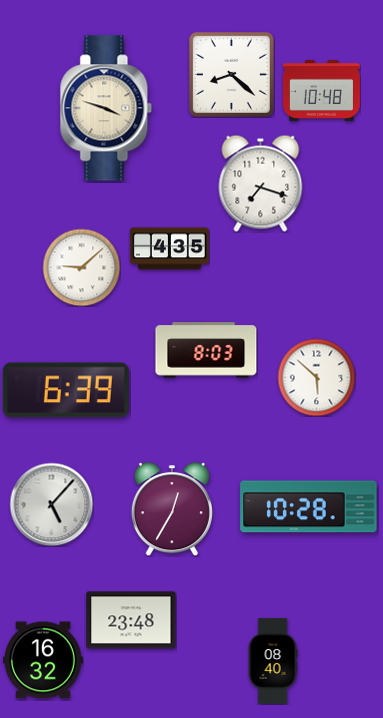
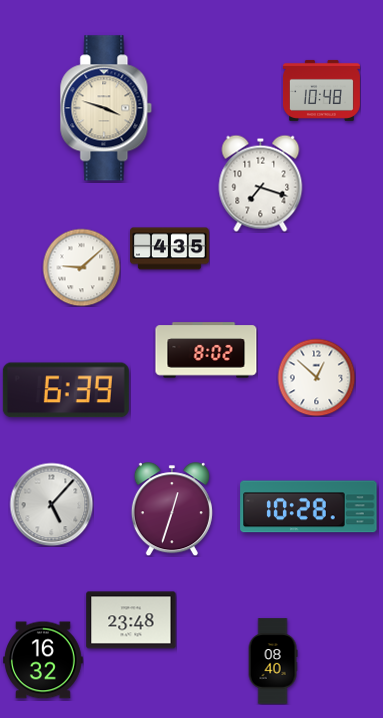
clock at (231, 74): 8:22 -> none
clock at (206, 350): 8:03 -> 8:02
clock at (316, 377): 5:52 -> 12:52
clock at (172, 509): 12:35 -> 12:33
